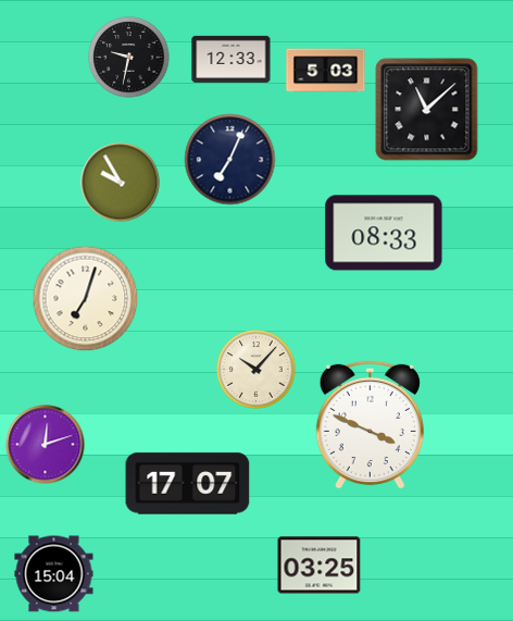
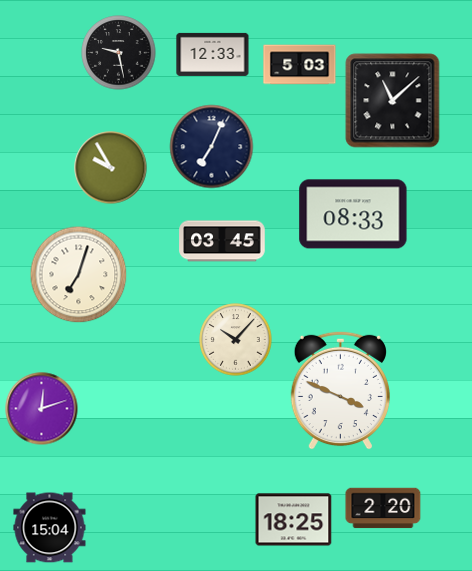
clock at (129, 58): 9:32 -> 9:28
clock at (222, 241): none -> 03:45
clock at (188, 484): 17:07 -> none
clock at (383, 508): none -> 2:20
clock at (320, 566): 03:25 -> 18:25
